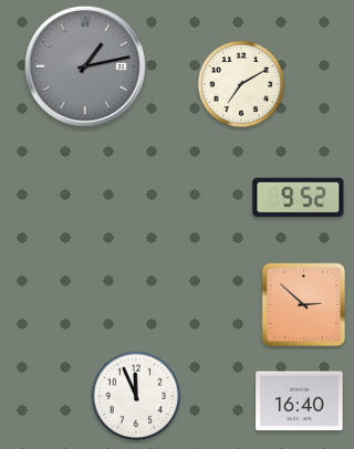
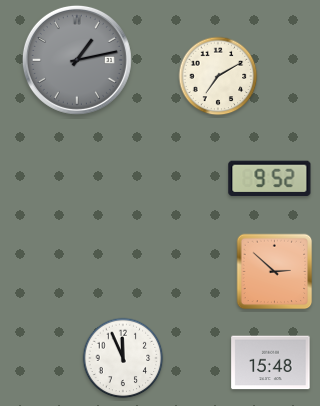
clock at (304, 305) position: (304, 305) -> (275, 272)
clock at (300, 401): 16:40 -> 15:48
